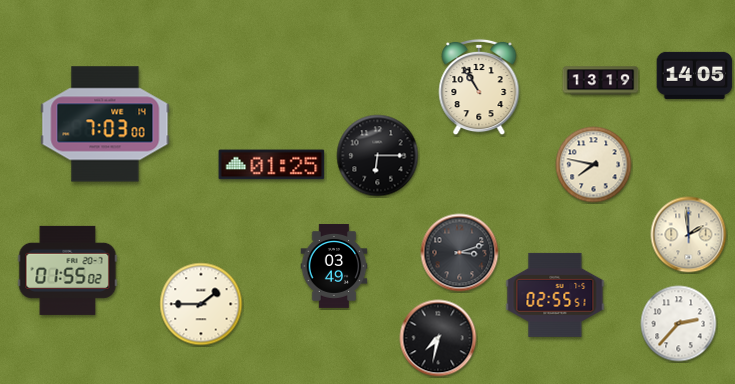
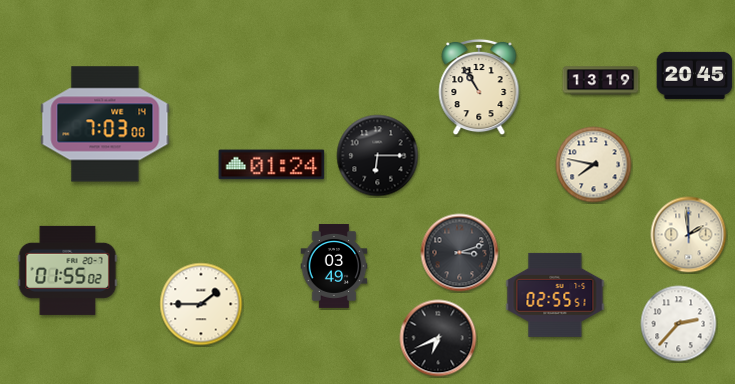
clock at (695, 75): 14:05 -> 20:45
clock at (272, 165): 01:25 -> 01:24
clock at (438, 338): 7:32 -> 6:41
